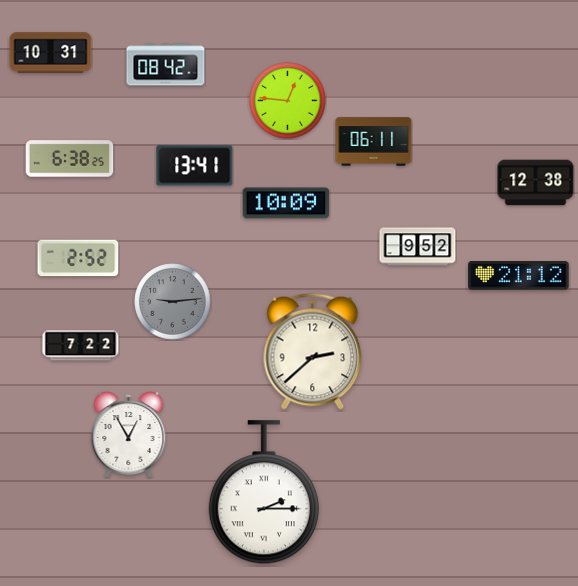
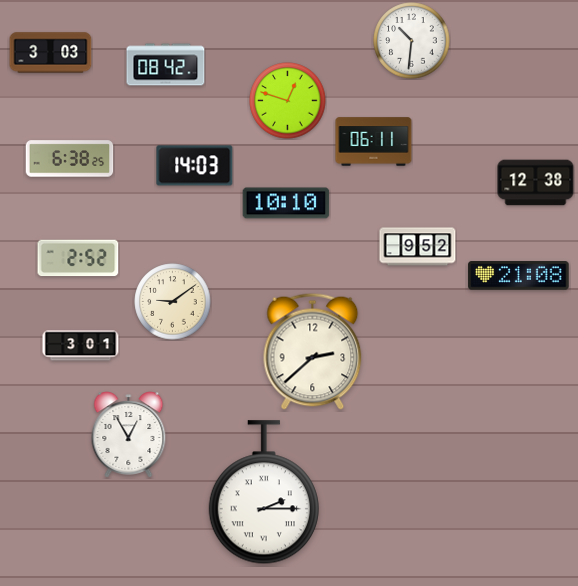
clock at (412, 41): none -> 10:31
clock at (51, 53): 10:31 -> 3:03
clock at (288, 101): 12:46 -> 12:48
clock at (195, 166): 13:41 -> 14:03
clock at (286, 203): 10:09 -> 10:10
clock at (519, 276): 21:12 -> 21:08
clock at (173, 302): 9:14 -> 9:09
clock at (173, 302) dial: grey -> cream
clock at (81, 346): 7:22 -> 3:01
